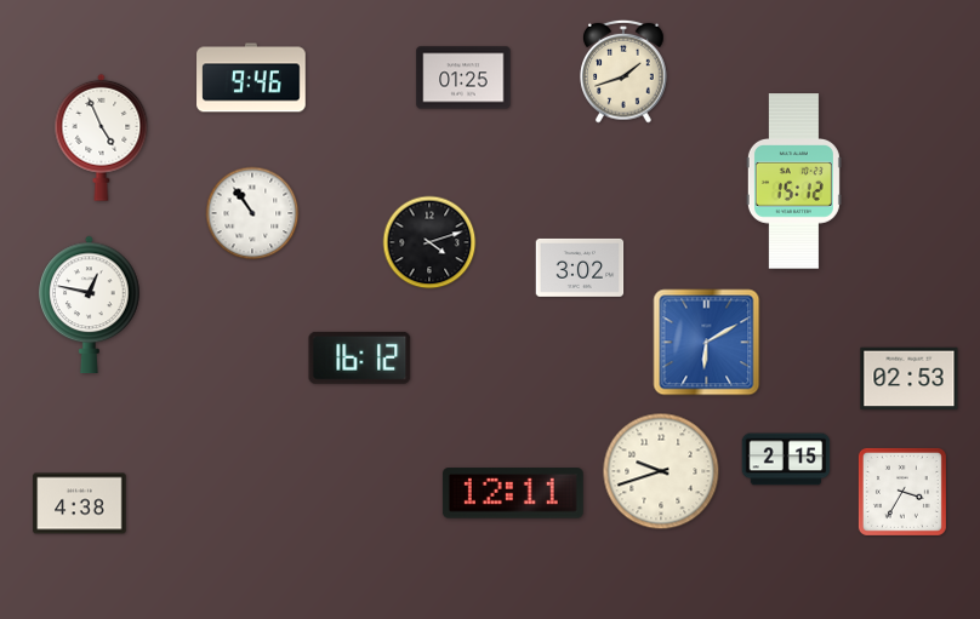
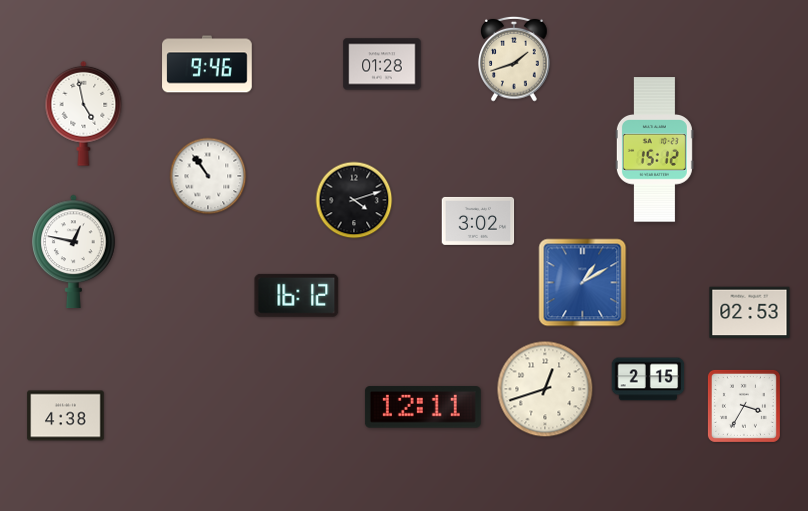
clock at (463, 78): 01:25 -> 01:28
clock at (102, 137): 4:56 -> 4:58
clock at (707, 343): 6:10 -> 1:10
clock at (661, 471): 9:42 -> 12:42
